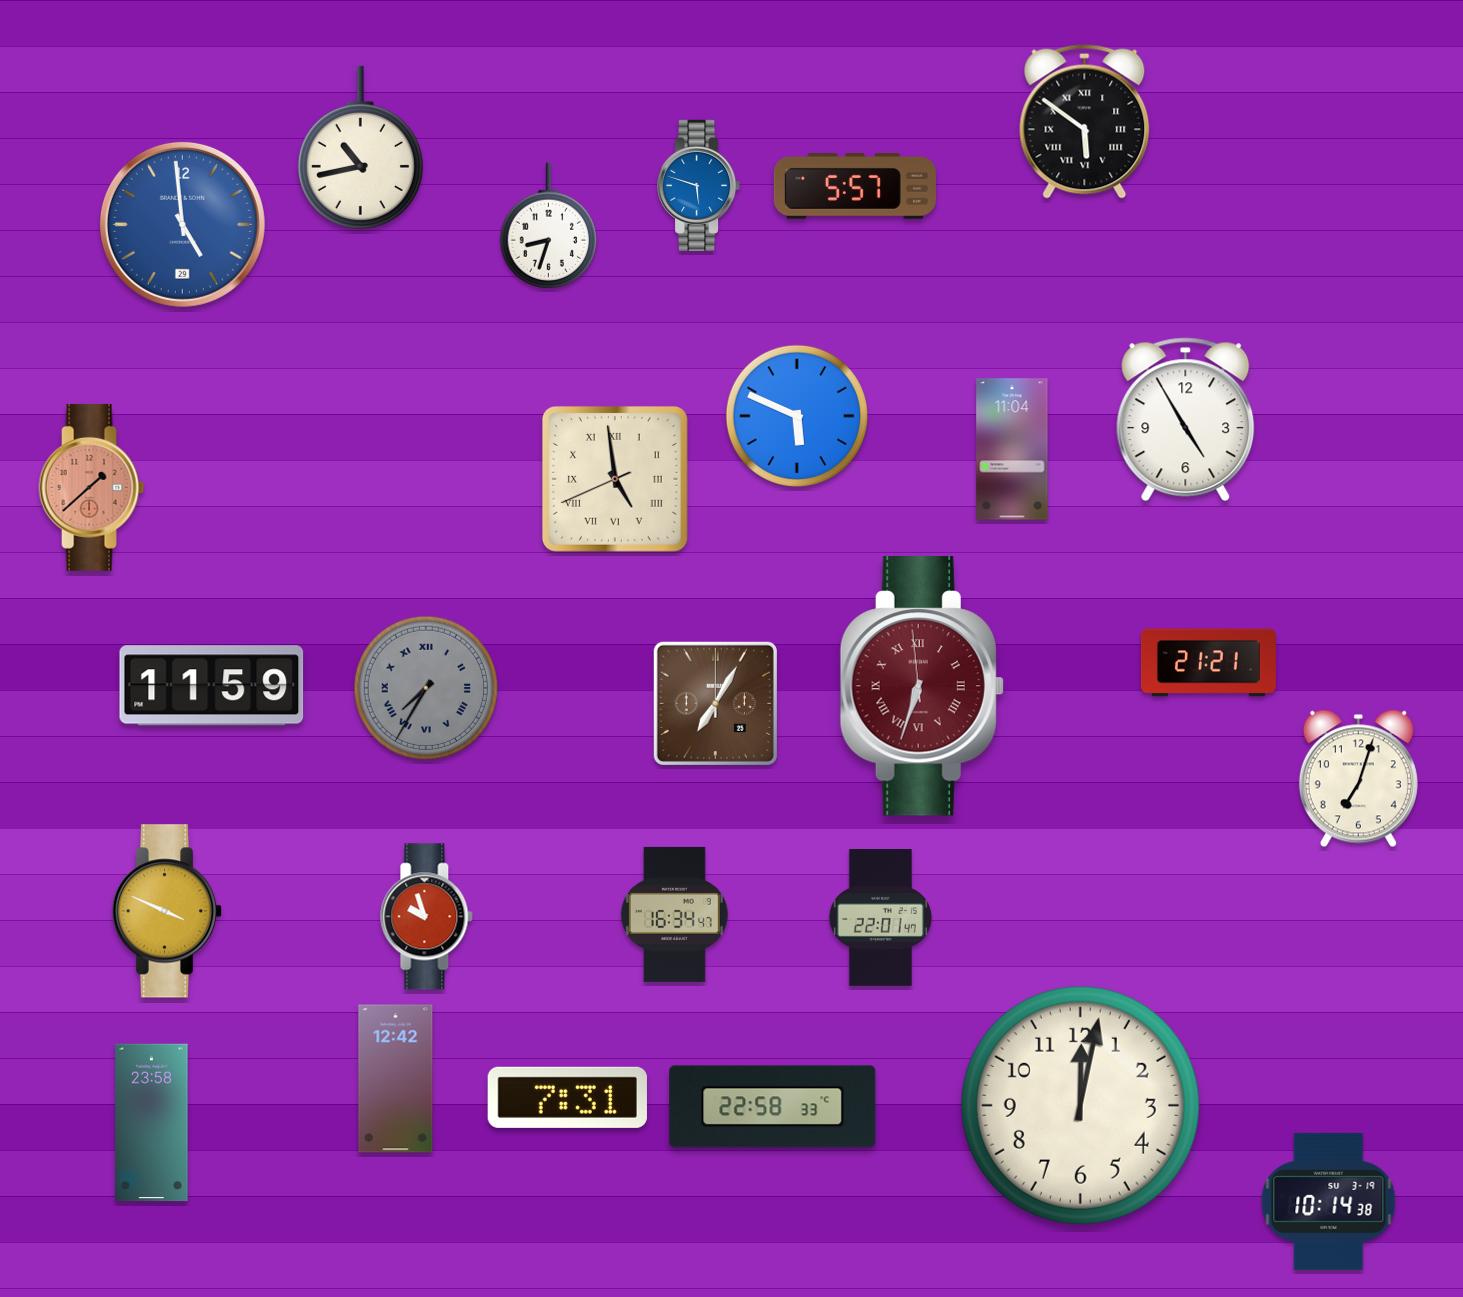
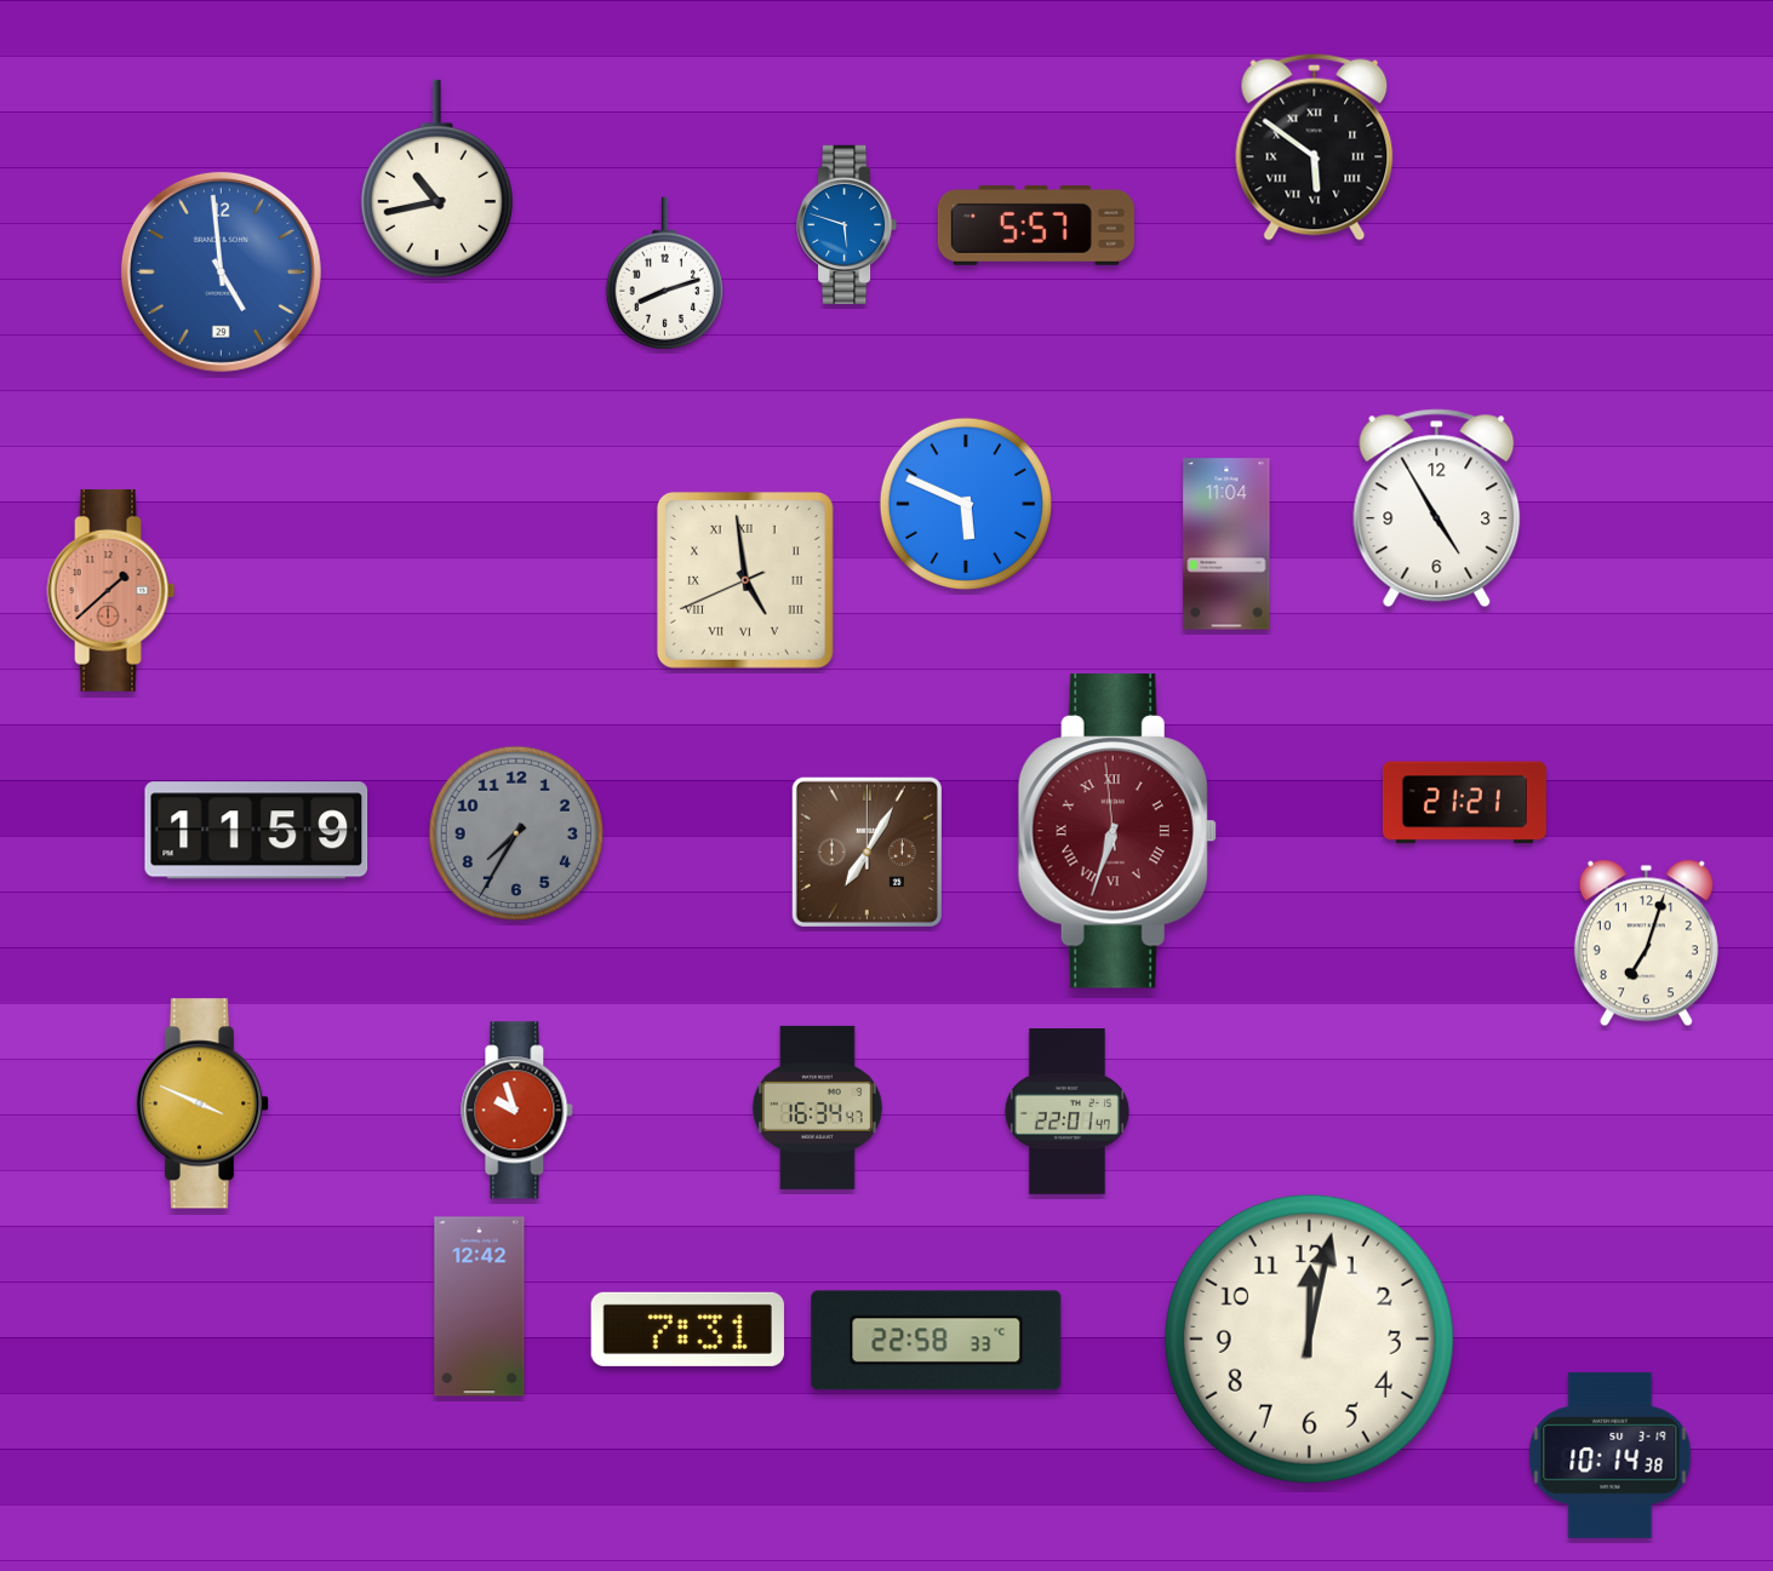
clock at (548, 226): 8:33 -> 8:12
clock at (426, 688) numerals: Roman -> Arabic
clock at (152, 1123): 23:58 -> none
